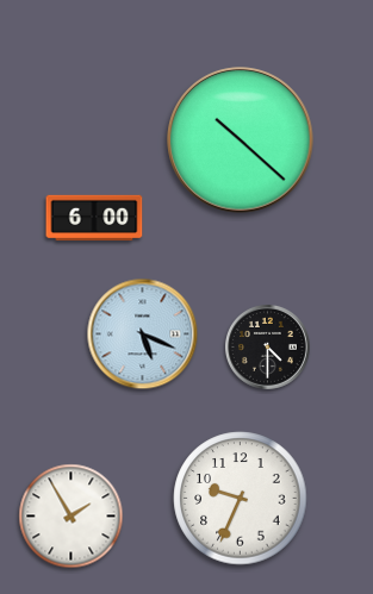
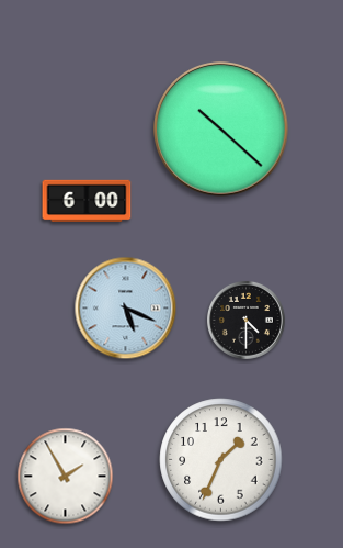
clock at (143, 334) position: (143, 334) -> (126, 309)
clock at (241, 499): 9:34 -> 1:34
